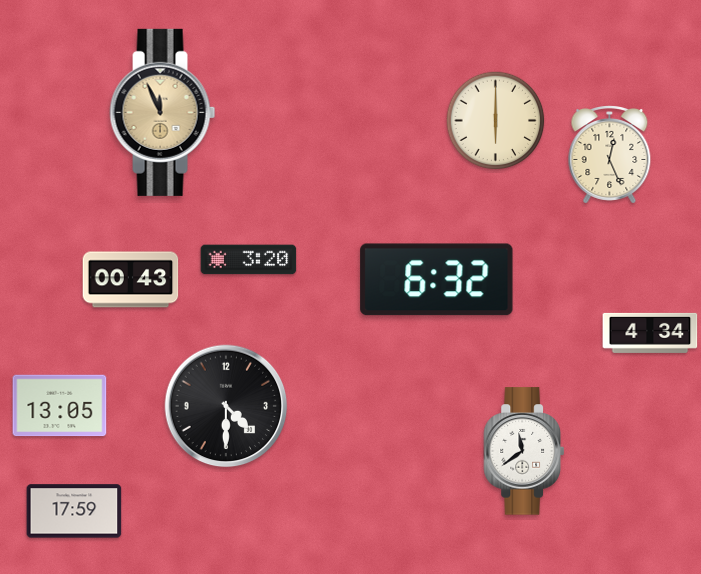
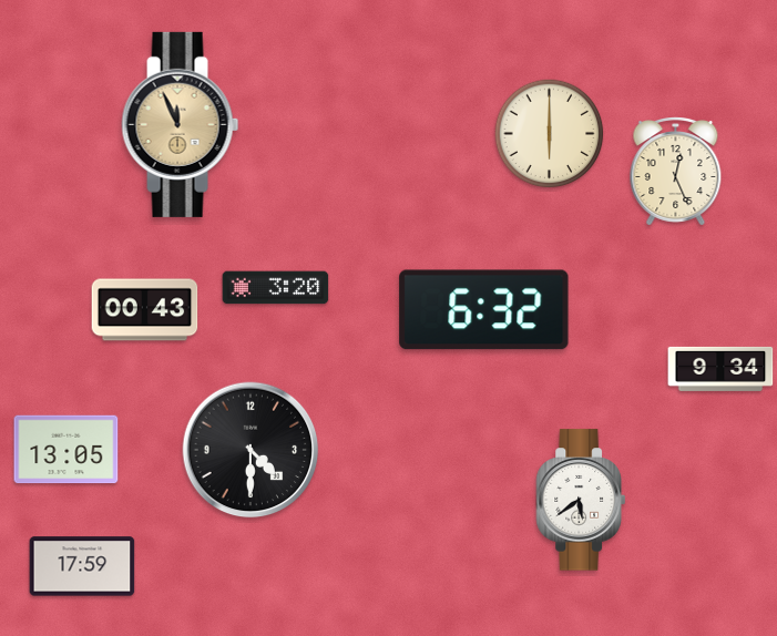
clock at (650, 333): 4:34 -> 9:34
clock at (523, 451): 11:39 -> 5:39
